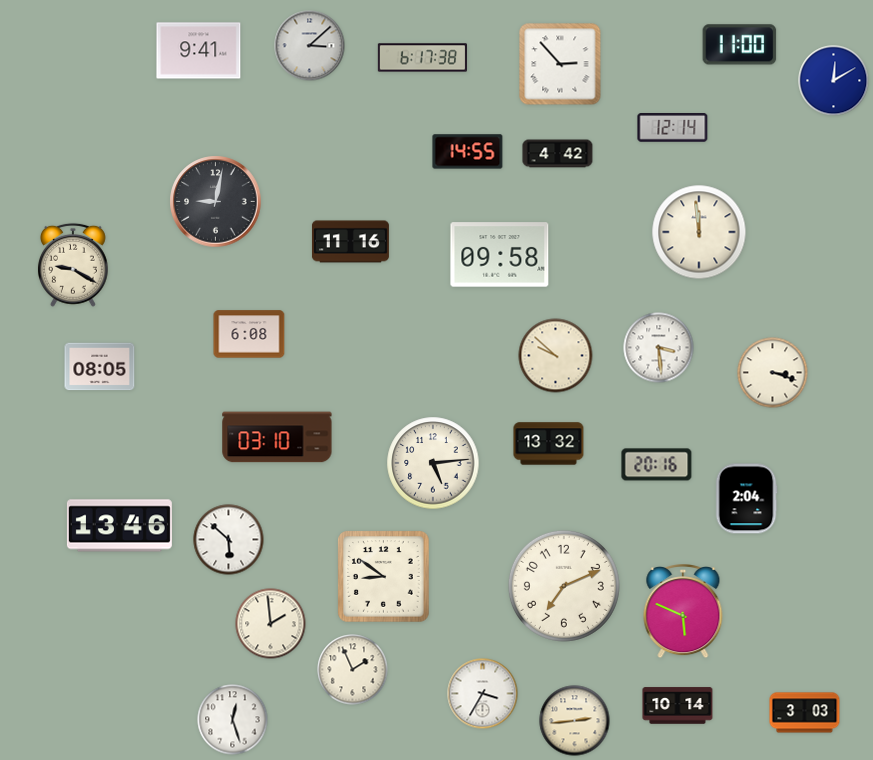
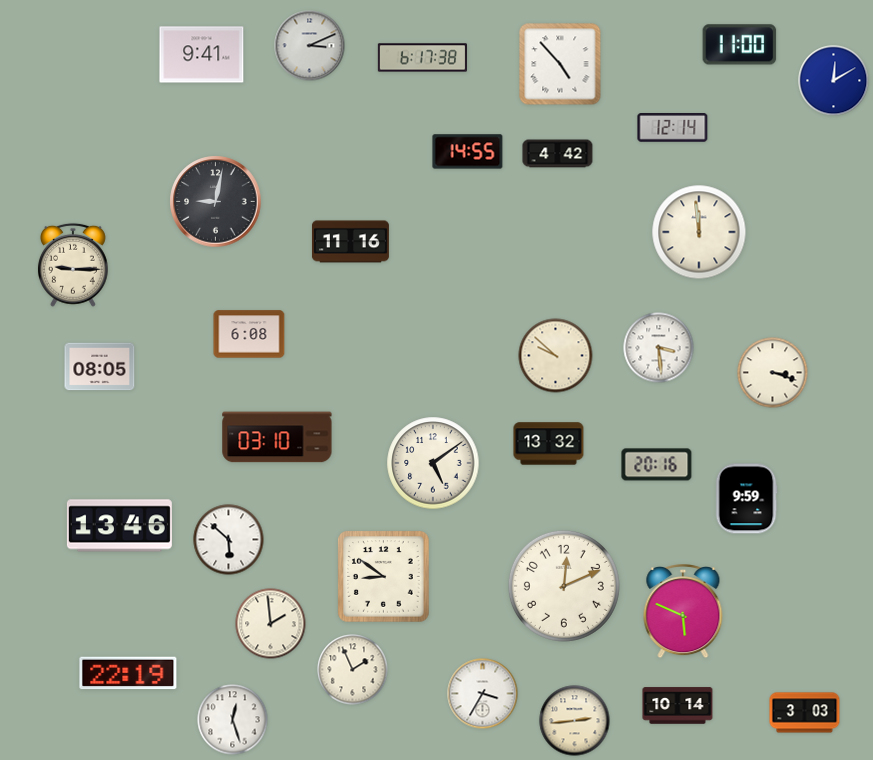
clock at (310, 46): 3:08 -> 3:11
clock at (199, 51) position: (199, 51) -> (202, 55)
clock at (560, 64): 2:53 -> 4:53
clock at (500, 255): 09:58 -> none
clock at (73, 265): 9:20 -> 9:15
clock at (433, 463): 5:14 -> 5:09
clock at (746, 499): 2:04 -> 9:59
clock at (564, 586): 7:11 -> 12:11
clock at (128, 673): none -> 22:19
